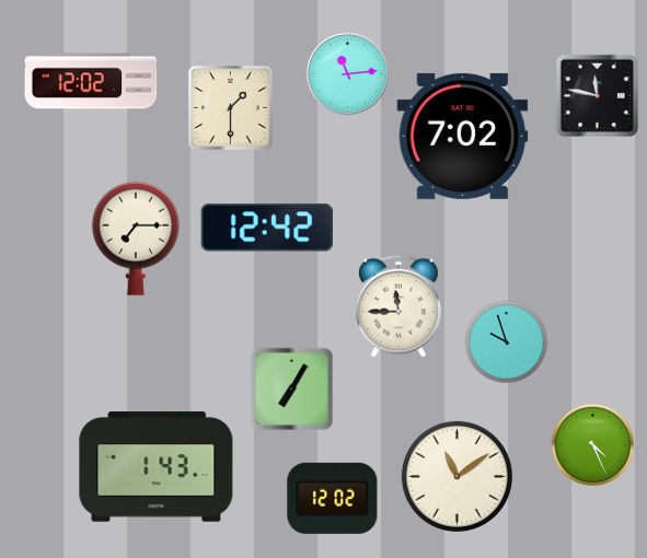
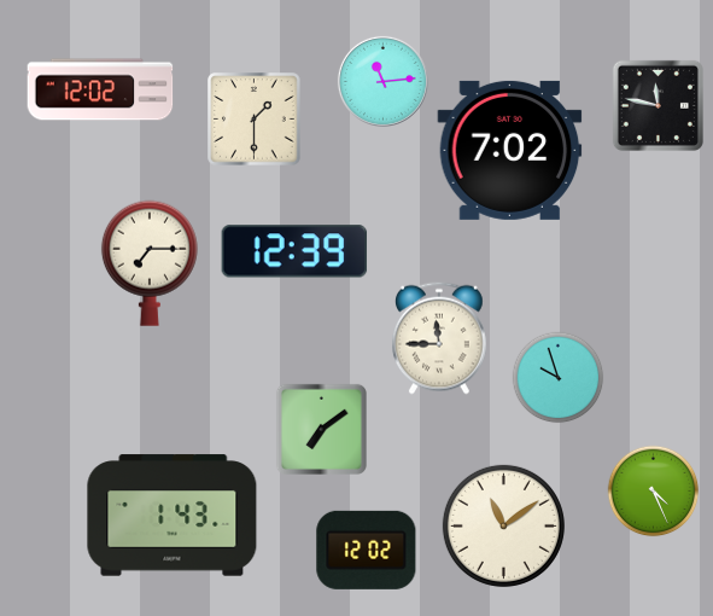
clock at (267, 228): 12:42 -> 12:39
clock at (291, 388): 7:05 -> 7:09
